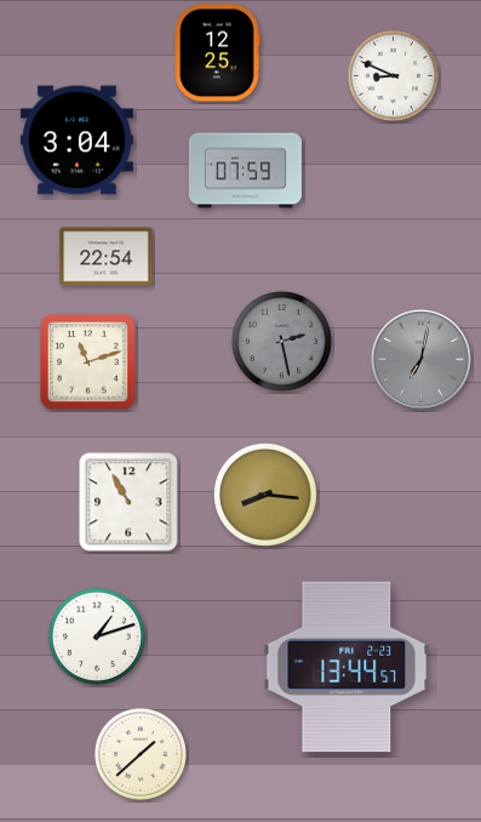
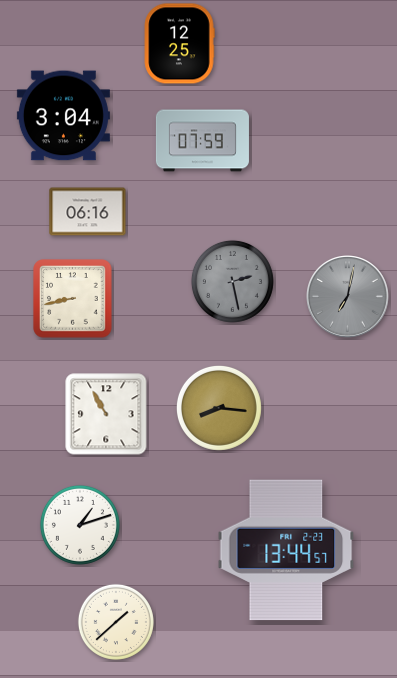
clock at (393, 75): 8:49 -> none
clock at (107, 257): 22:54 -> 06:16
clock at (88, 363): 11:12 -> 8:43
